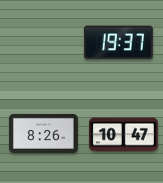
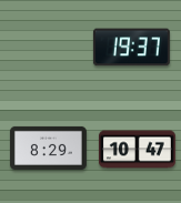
clock at (43, 133): 8:26 -> 8:29
